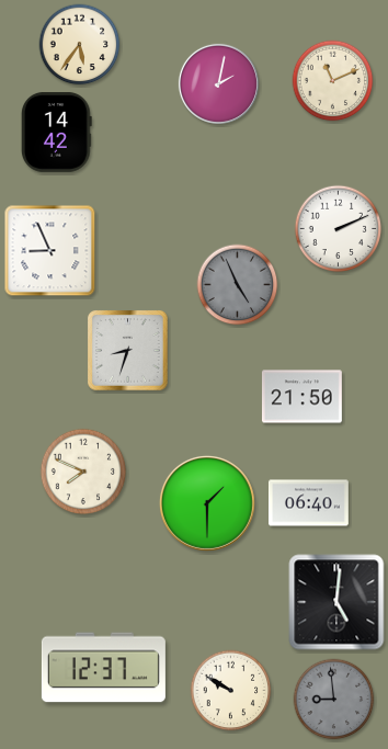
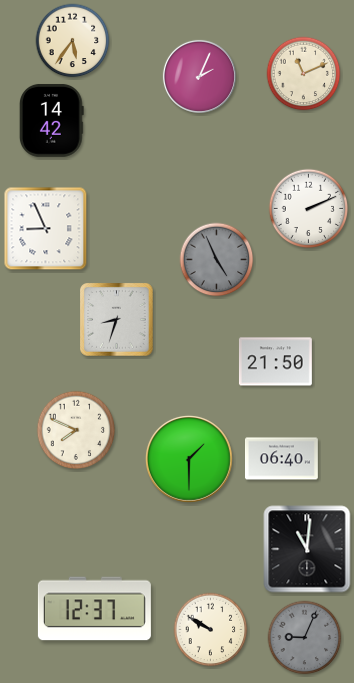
clock at (218, 83): 2:02 -> 2:04
clock at (336, 602): 5:01 -> 11:01
clock at (334, 700): 8:59 -> 9:04
